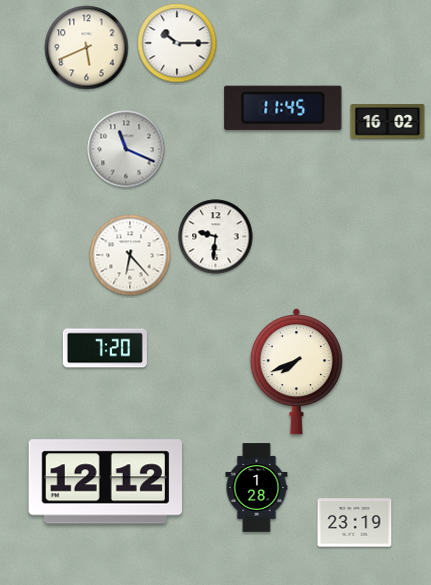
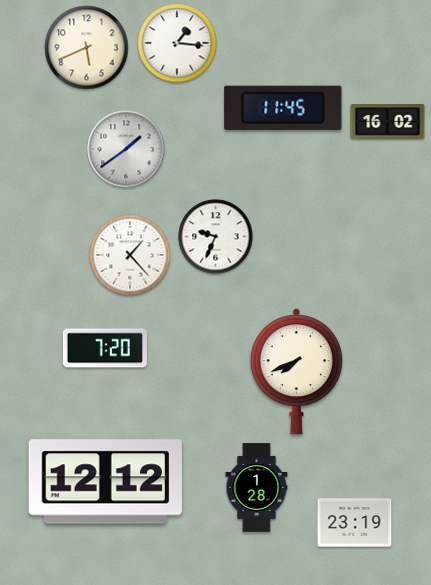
clock at (177, 43): 10:15 -> 1:16
clock at (126, 149): 11:19 -> 1:39
clock at (216, 237): 9:31 -> 9:34
clock at (130, 255): 6:23 -> 1:23
